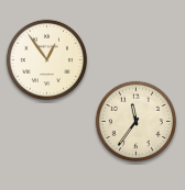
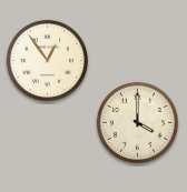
clock at (135, 121): 11:36 -> 4:00
